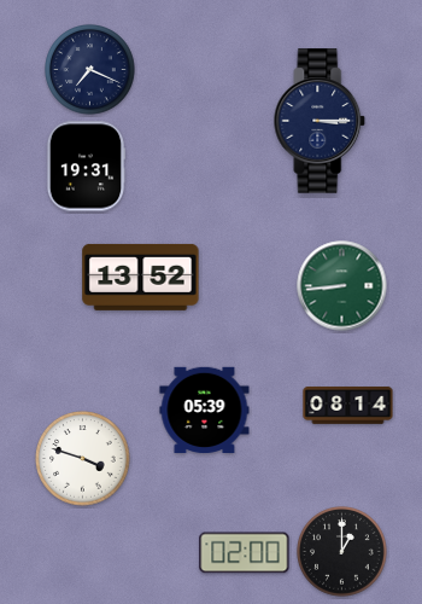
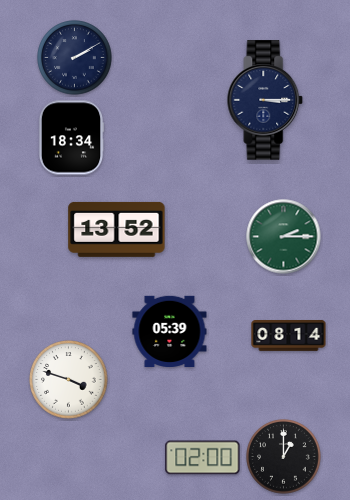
clock at (90, 70): 7:19 -> 2:10
clock at (86, 167): 19:31 -> 18:34
clock at (342, 286): 8:44 -> 2:15
clock at (205, 410) position: (205, 410) -> (170, 331)
